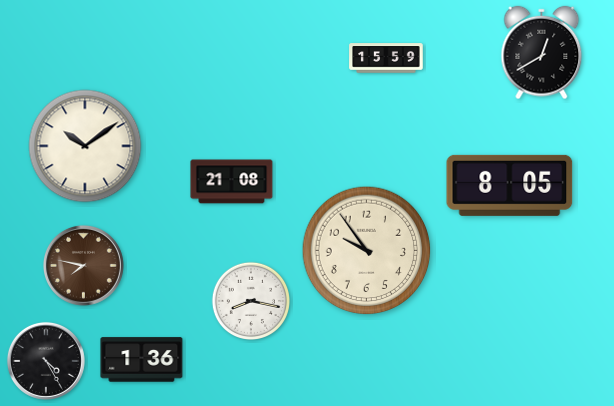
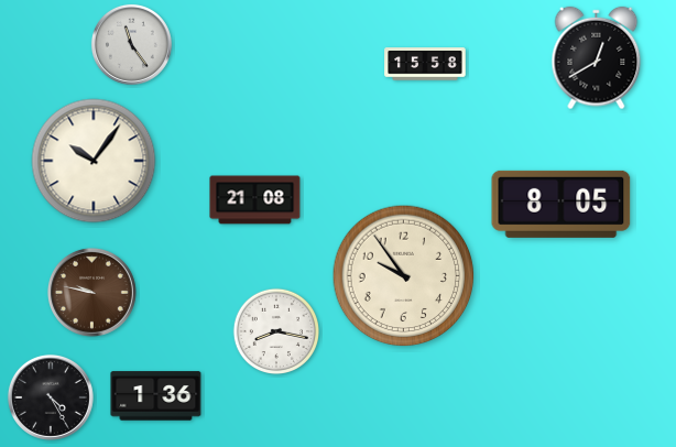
clock at (131, 44): none -> 11:24
clock at (386, 58): 15:59 -> 15:58
clock at (85, 146): 10:09 -> 10:06
clock at (83, 265): 7:47 -> 9:47
